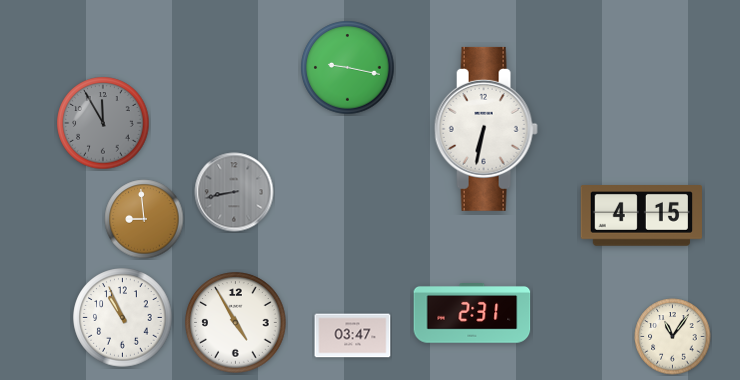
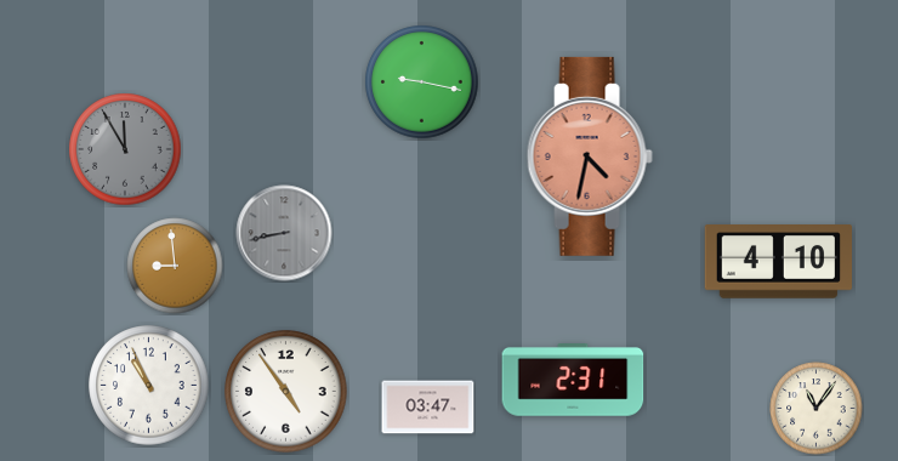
clock at (486, 129): 6:32 -> 4:32
clock at (486, 129) dial: white -> salmon
clock at (641, 216): 4:15 -> 4:10
clock at (236, 323): 4:55 -> 4:54
